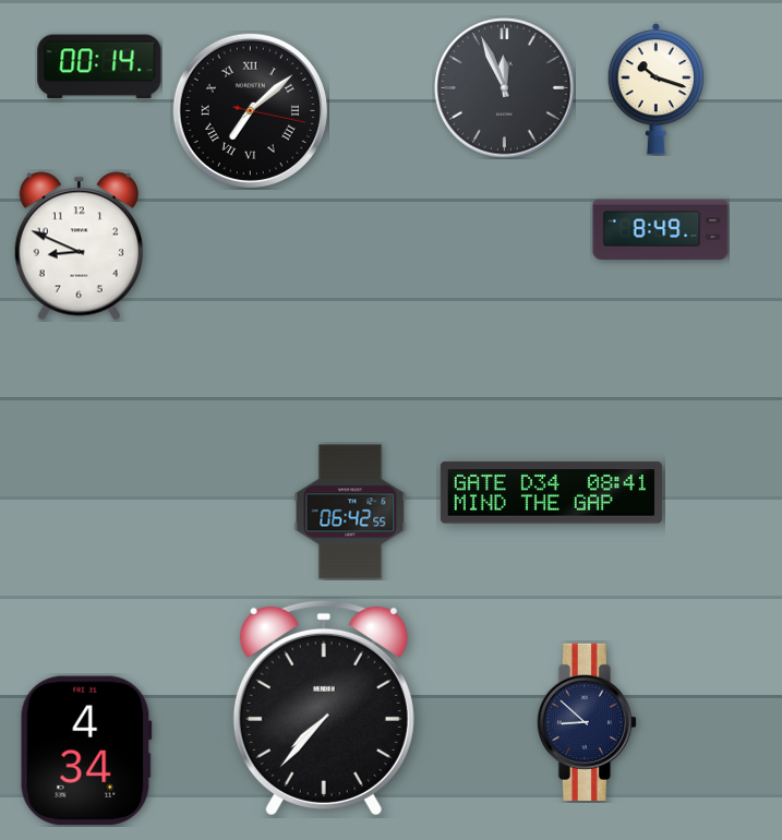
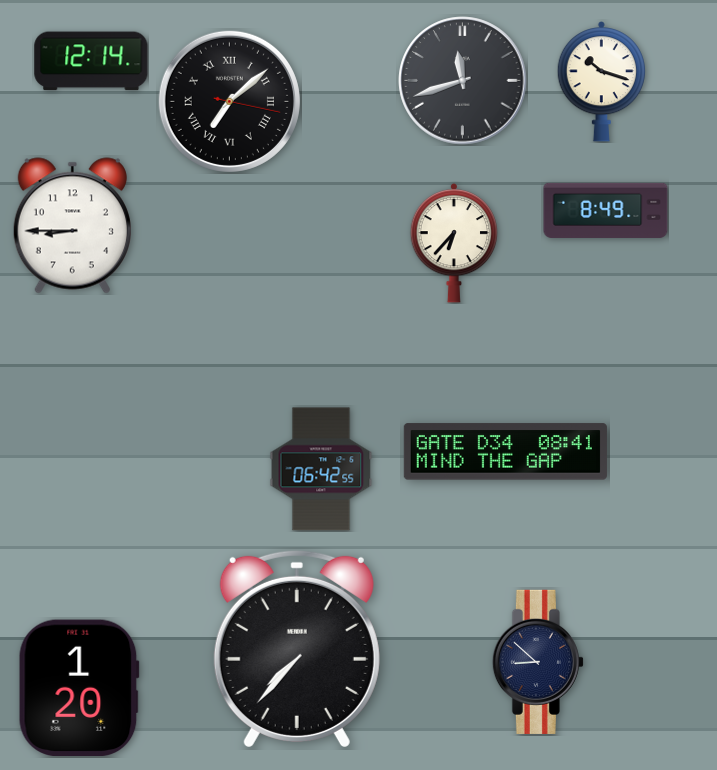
clock at (99, 67): 00:14 -> 12:14
clock at (505, 88): 11:56 -> 11:42
clock at (79, 247): 8:49 -> 8:45
clock at (454, 243): none -> 6:37
clock at (86, 749): 4:34 -> 1:20
